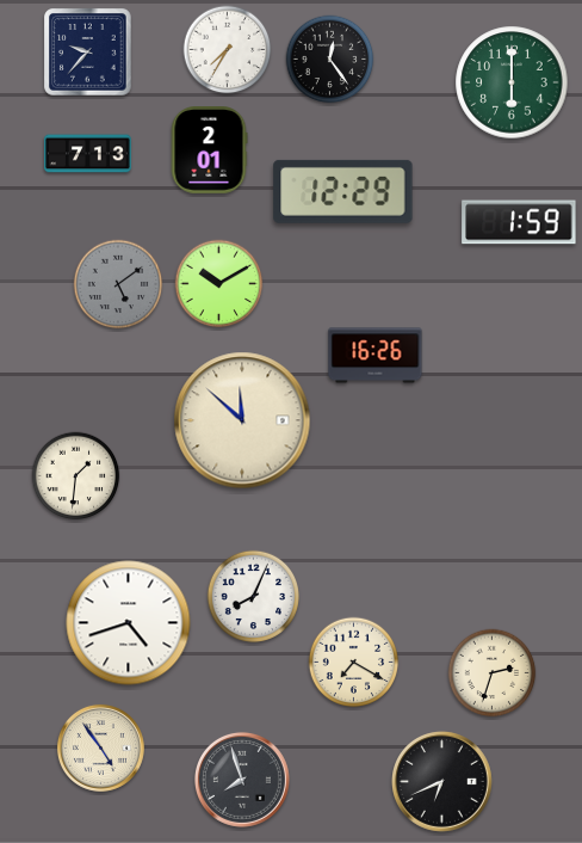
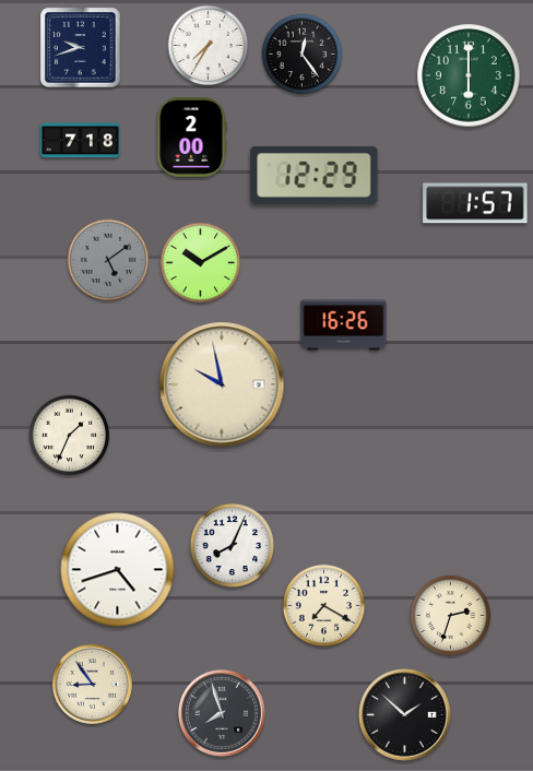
clock at (88, 53): 9:37 -> 9:42
clock at (209, 150): 2:01 -> 2:00
clock at (88, 154): 7:13 -> 7:18
clock at (519, 222): 1:59 -> 1:57
clock at (219, 284) position: (219, 284) -> (201, 263)
clock at (242, 420): 11:52 -> 9:58
clock at (76, 476): 1:31 -> 1:34
clock at (100, 747): 4:54 -> 8:54
clock at (442, 782): 6:41 -> 1:52
